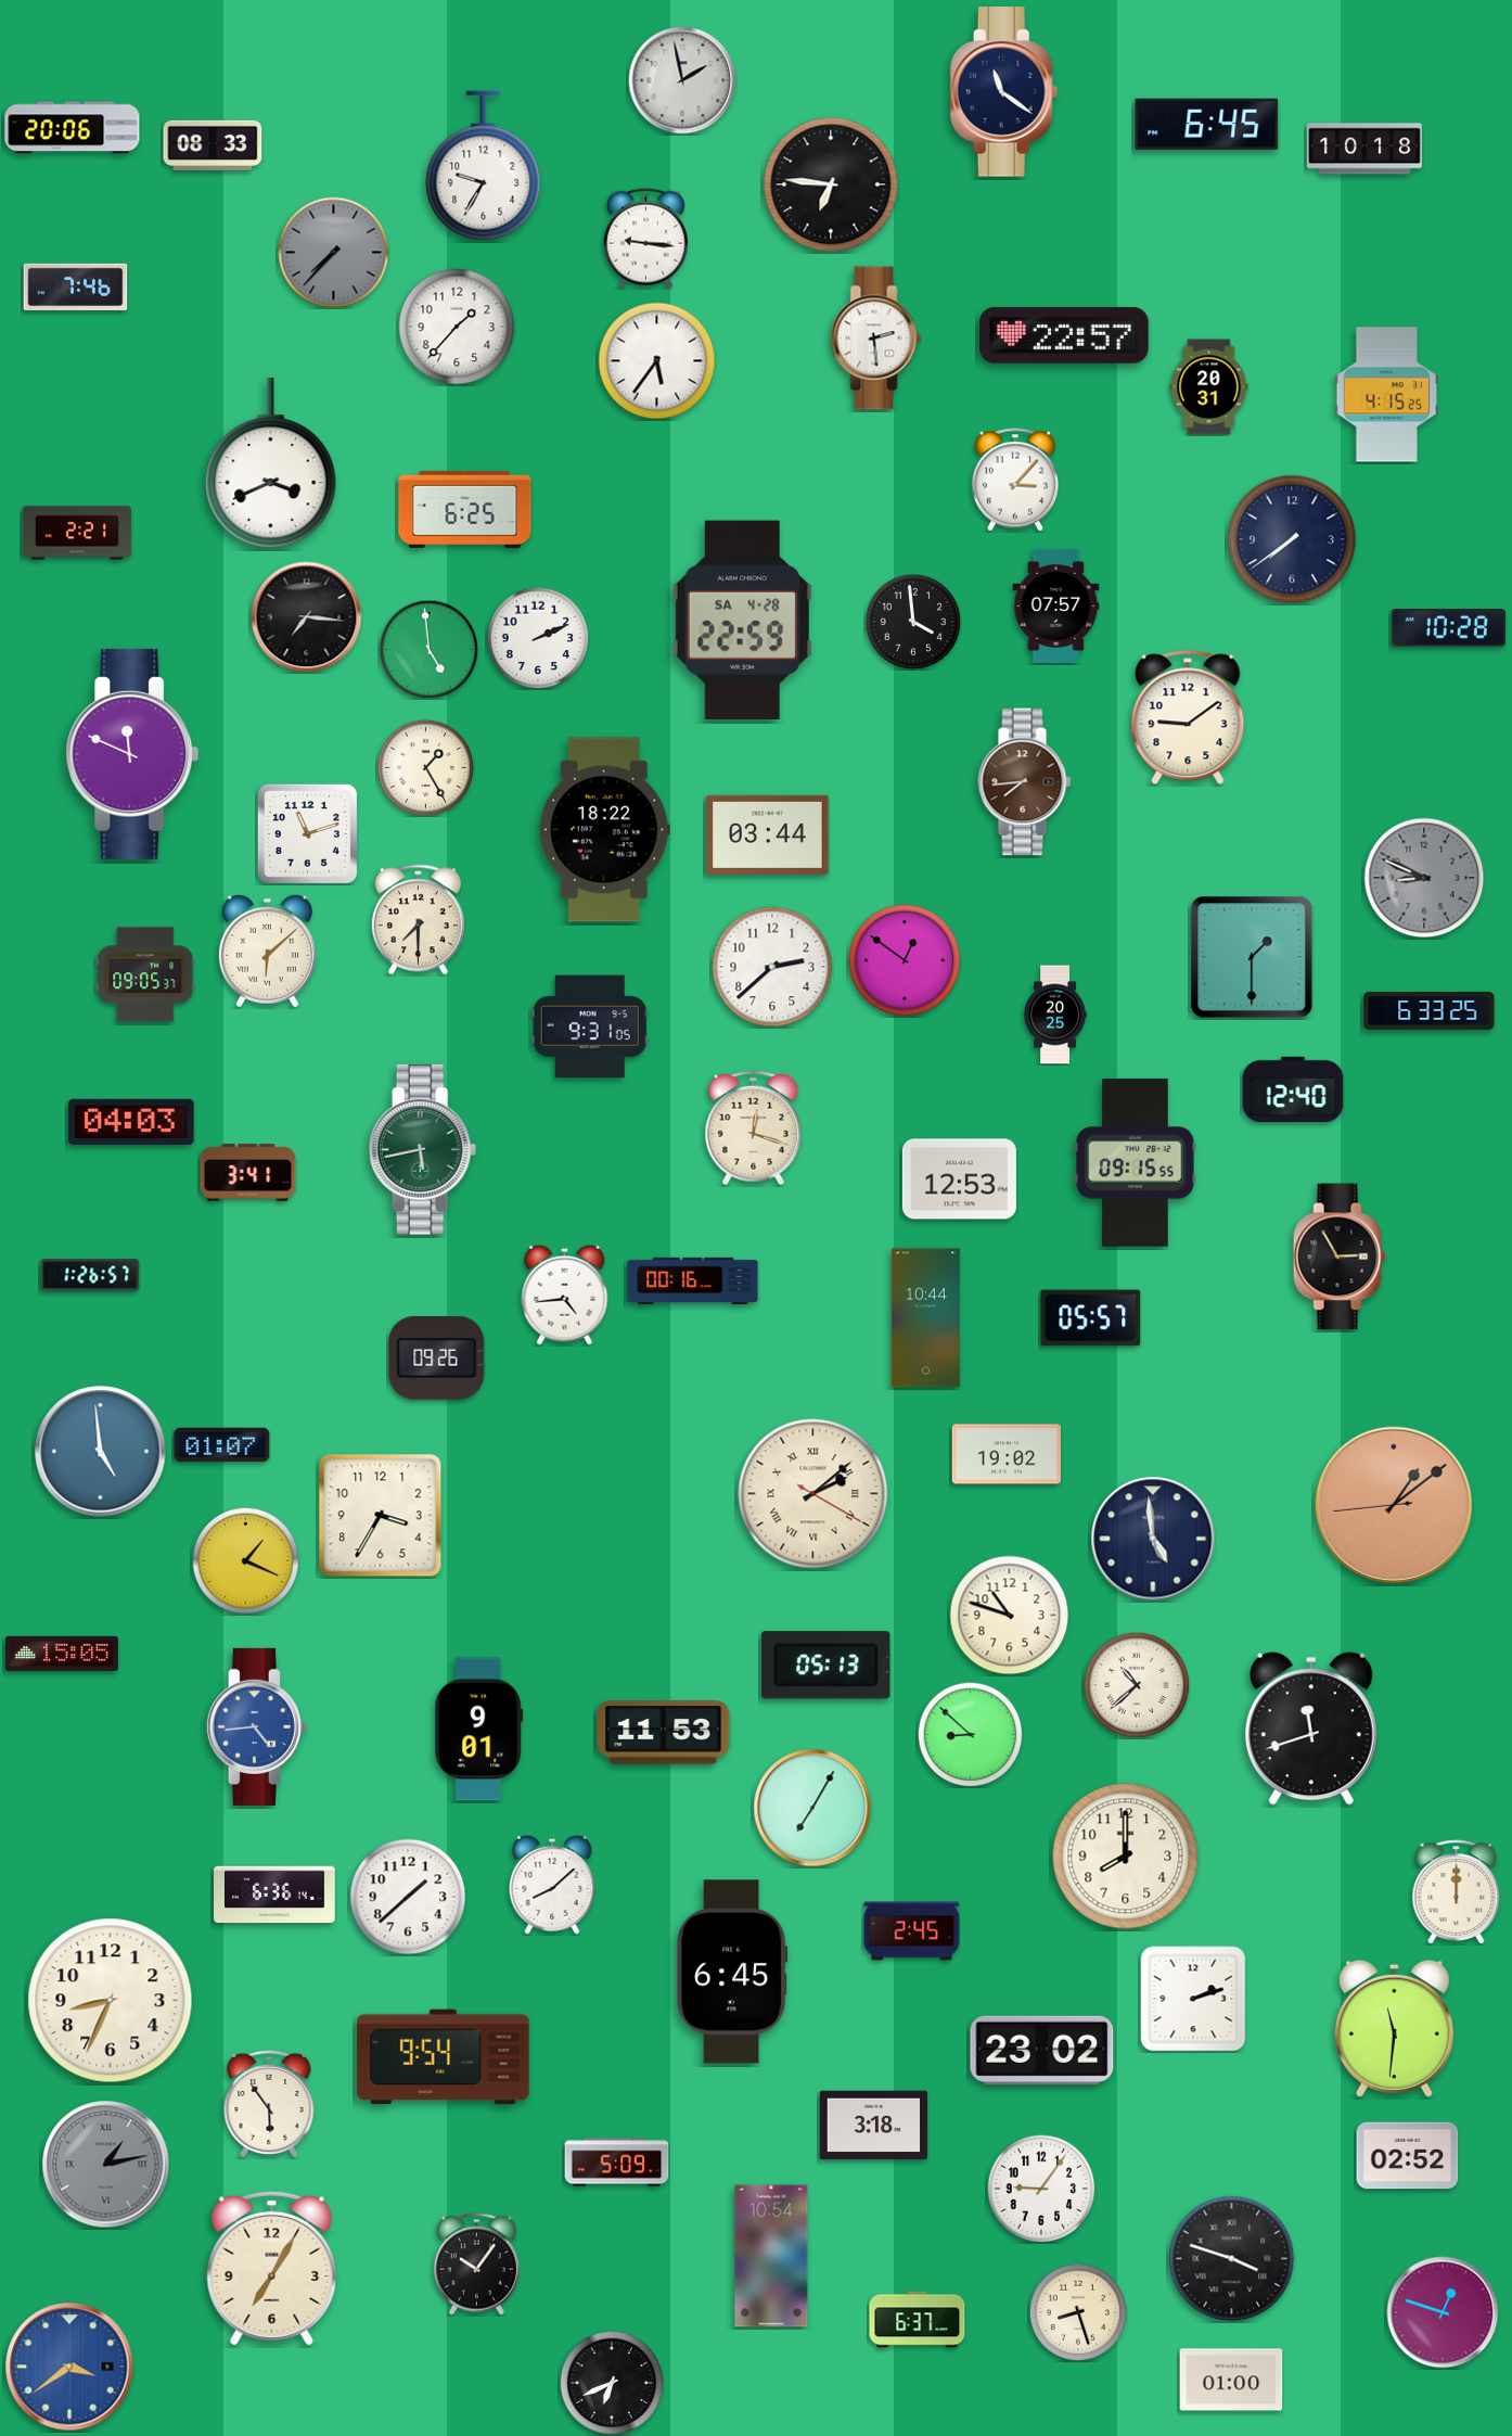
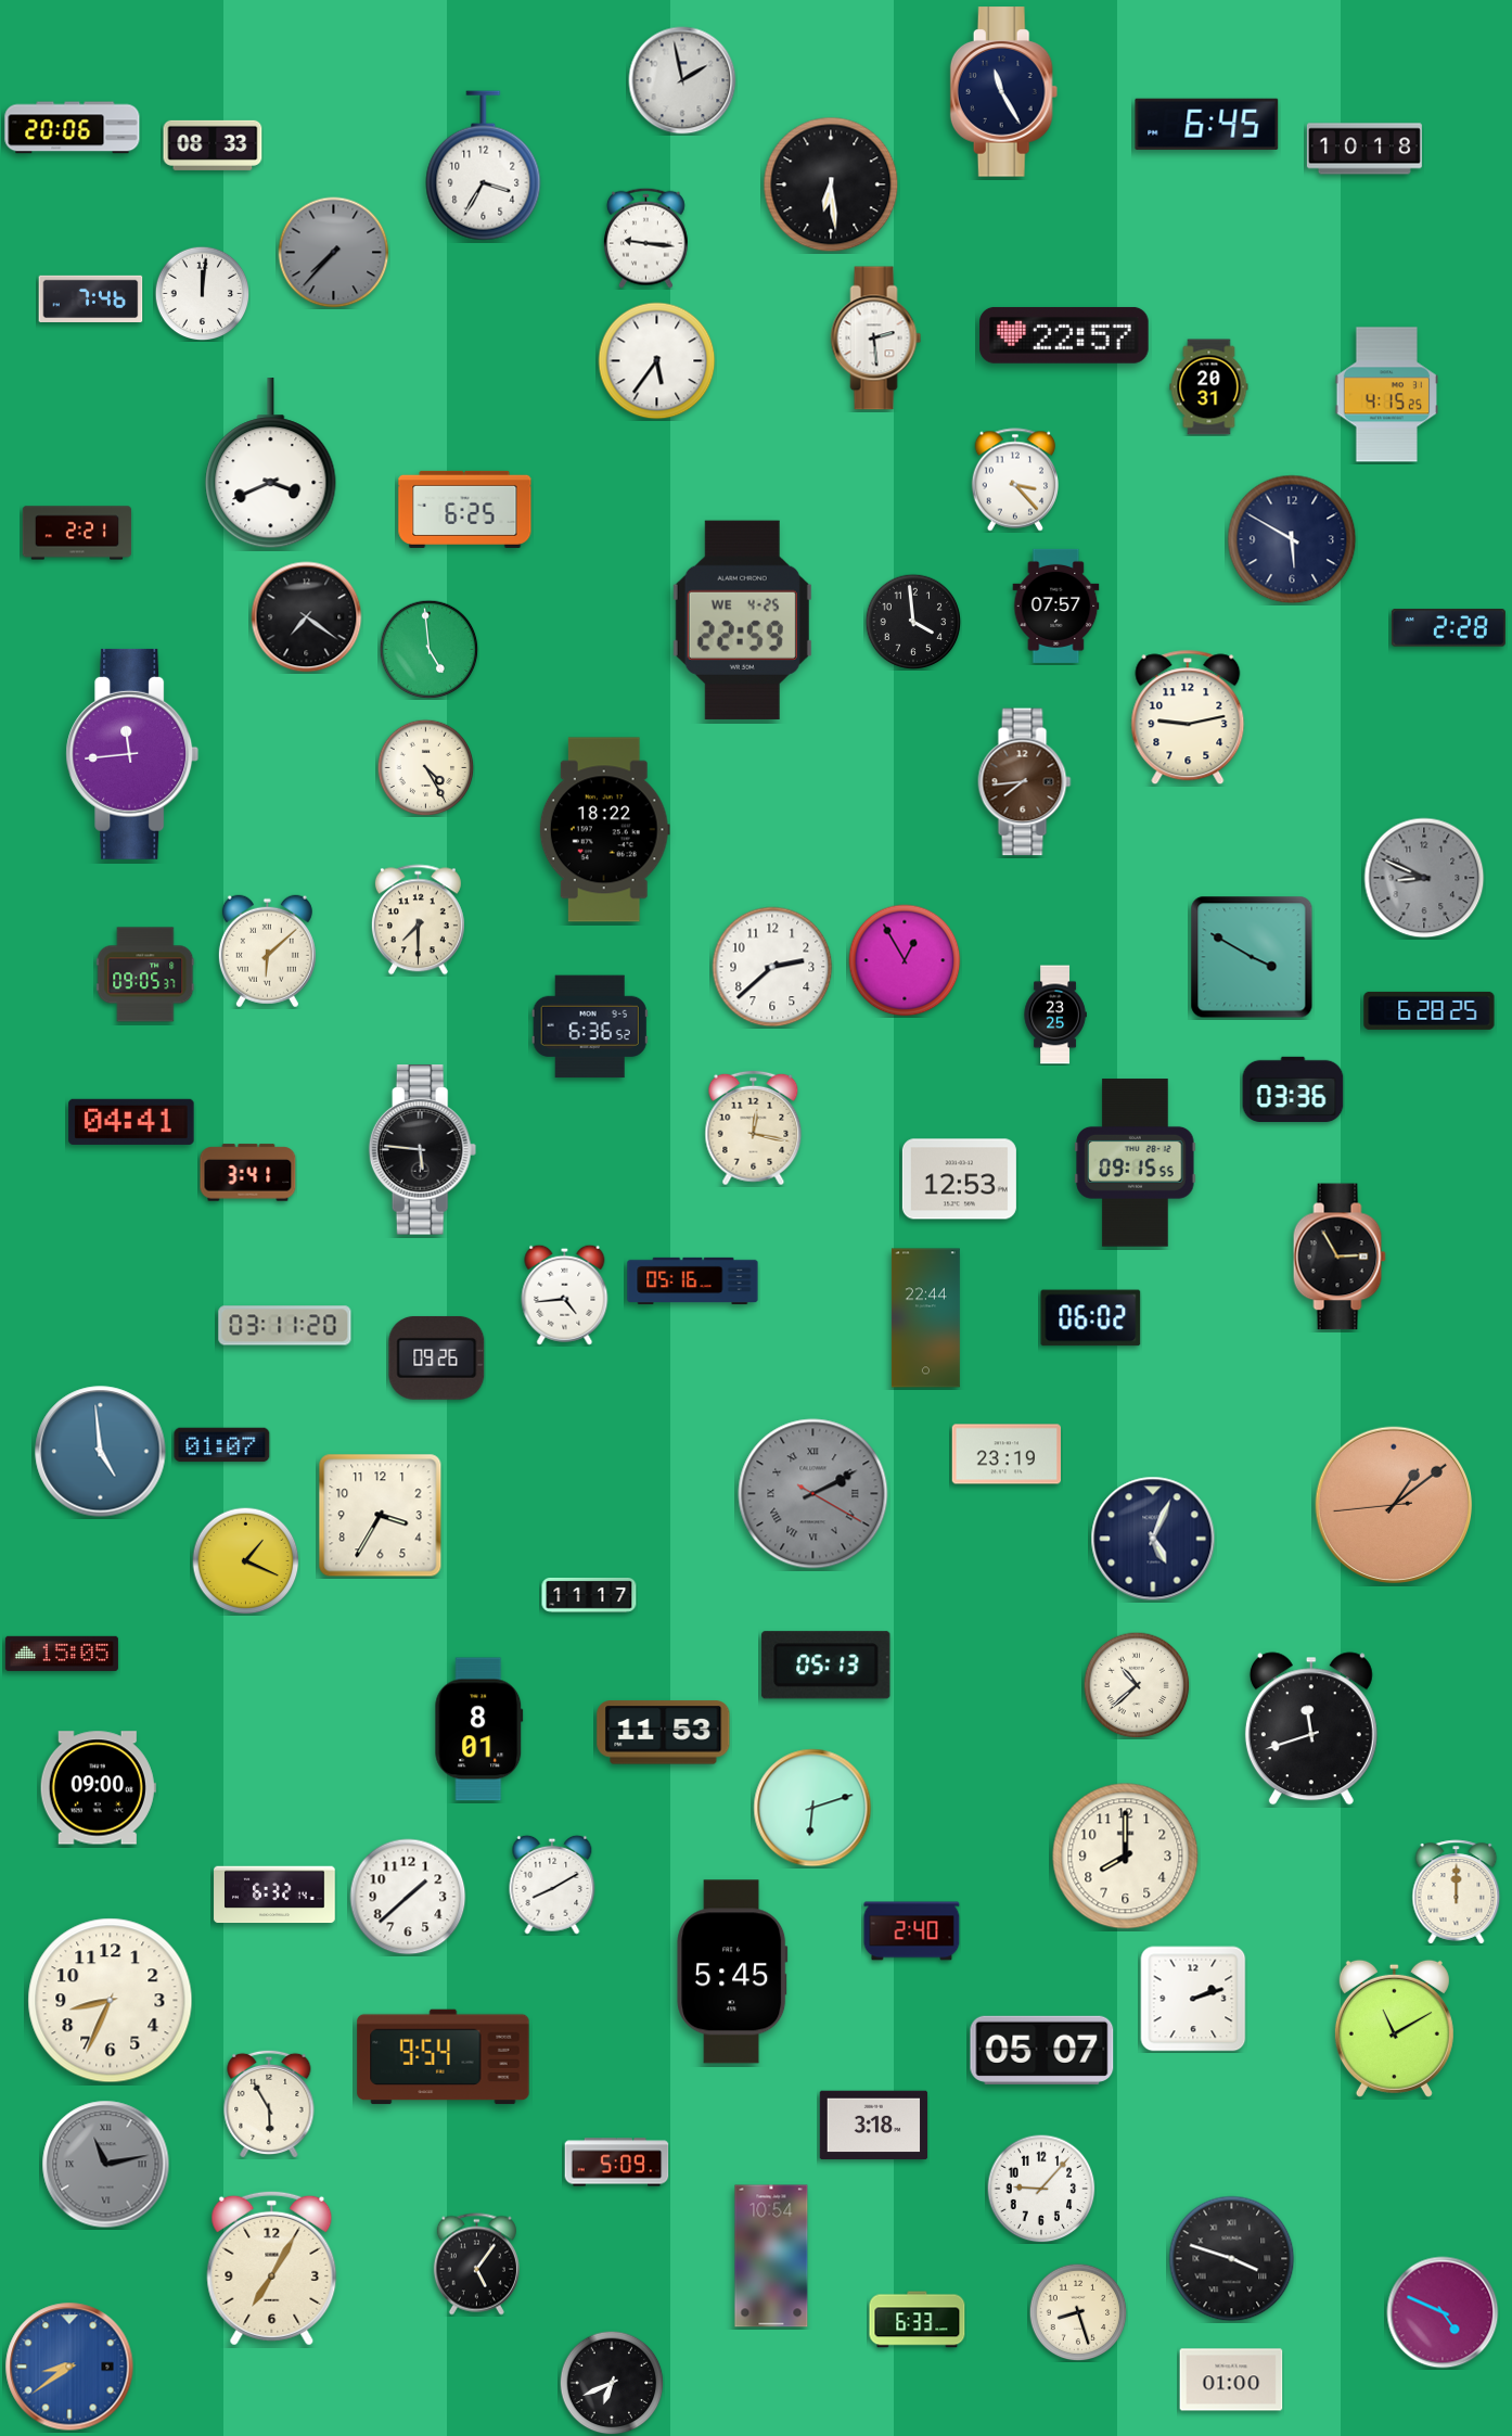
clock at (1004, 92): 11:21 -> 11:25
clock at (484, 166): 9:35 -> 3:35
clock at (831, 184): 6:46 -> 6:29
clock at (76, 286) position: (76, 286) -> (91, 298)
clock at (202, 293): none -> 12:01
clock at (457, 327): 1:37 -> none
clock at (1014, 480): 3:07 -> 3:23
clock at (1292, 539): 7:39 -> 5:50
clock at (307, 617): 7:16 -> 7:21
clock at (742, 620) date: SA 4-28 -> WE 4-25
clock at (1448, 628): 10:28 -> 2:28
clock at (538, 638): 2:11 -> none
clock at (1188, 717): 9:09 -> 9:13
clock at (132, 754): 11:49 -> 11:44
clock at (425, 767): 1:25 -> 4:25
clock at (307, 833): 11:12 -> none
clock at (768, 834): 03:44 -> none
clock at (1252, 957): 1:30 -> 3:50
clock at (905, 960): 12:51 -> 12:55
clock at (1430, 1010): 6:33 -> 6:28
clock at (1055, 1015): 20:25 -> 23:25
clock at (590, 1026): 9:31 -> 6:36
clock at (1293, 1088): 12:40 -> 03:36
clock at (131, 1122): 04:03 -> 04:41
clock at (754, 1128): 12:18 -> 12:17
clock at (423, 1150): 5:43 -> 5:46
clock at (423, 1150) dial: green -> black
clock at (90, 1275): 1:26 -> none
clock at (693, 1281): 00:16 -> 05:16
clock at (925, 1318): 10:44 -> 22:44
clock at (1091, 1318): 05:57 -> 06:02
clock at (285, 1326): none -> 03:11
clock at (1005, 1454): 19:02 -> 23:19
clock at (813, 1494): 2:08 -> 2:10
clock at (813, 1494) dial: cream -> grey
clock at (1153, 1539): 4:59 -> 5:04
clock at (589, 1596): none -> 11:17
clock at (1010, 1616): 10:48 -> none
clock at (256, 1726): 4:44 -> none
clock at (479, 1730): 9:01 -> 8:01
clock at (970, 1734): 8:52 -> none
clock at (98, 1788): none -> 09:00
clock at (812, 1808): 7:05 -> 6:12
clock at (552, 1885): 8:08 -> 8:10
clock at (274, 1895): 6:36 -> 6:32
clock at (912, 1931): 2:45 -> 2:40
clock at (732, 1972): 6:45 -> 5:45
clock at (1394, 2028): 11:31 -> 11:10
clock at (1042, 2050): 23:02 -> 05:07
clock at (269, 2104): 5:54 -> 5:55
clock at (1408, 2156): 02:52 -> none
clock at (106, 2165): 1:13 -> 11:13
clock at (1041, 2189): 9:06 -> 9:07
clock at (476, 2265): 10:06 -> 5:06
clock at (1443, 2312): 12:48 -> 4:49
clock at (918, 2320): 6:37 -> 6:33
clock at (69, 2367): 3:39 -> 8:39
